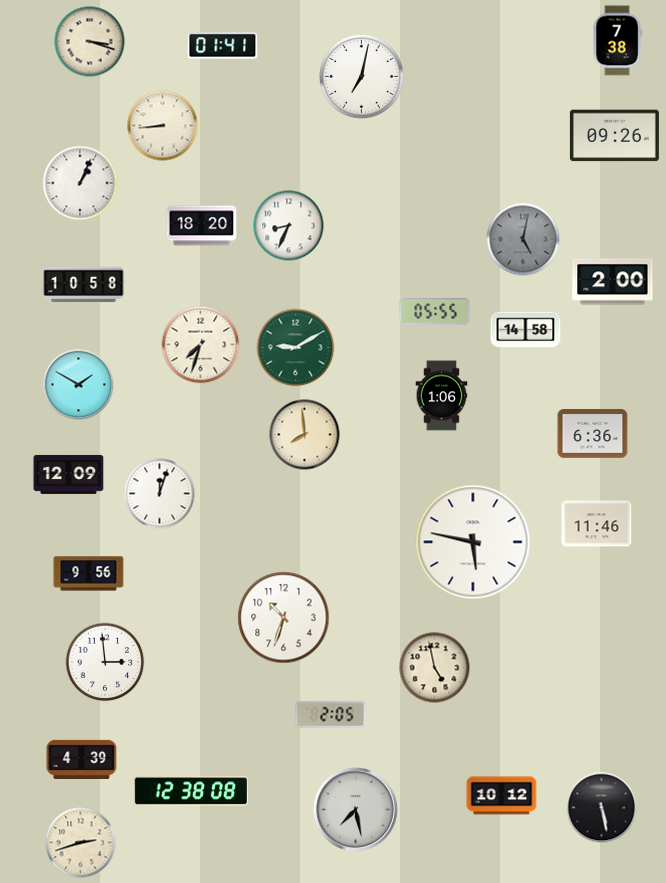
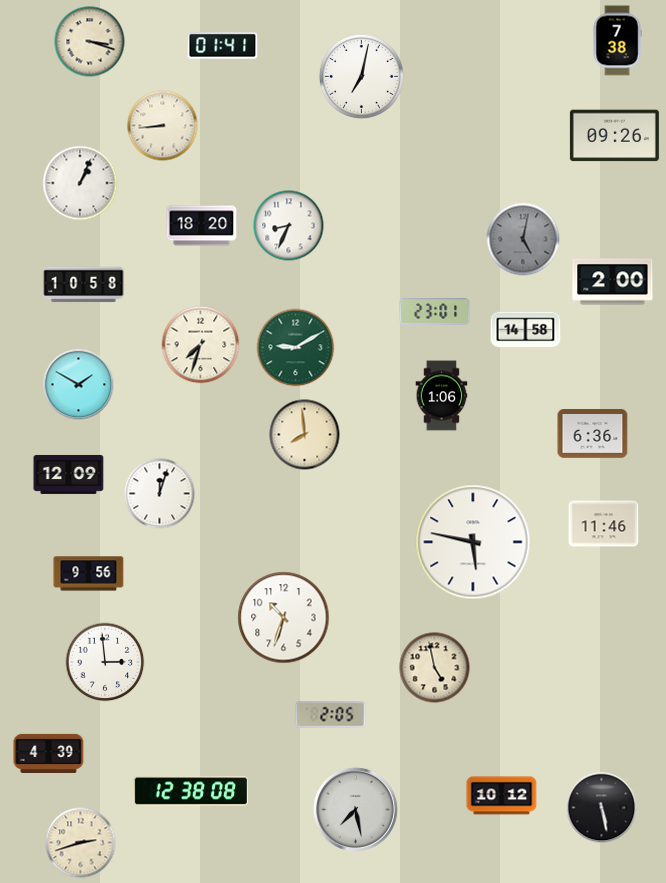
clock at (435, 312): 05:55 -> 23:01
clock at (597, 524) position: (597, 524) -> (604, 524)
clock at (82, 759) position: (82, 759) -> (49, 753)
